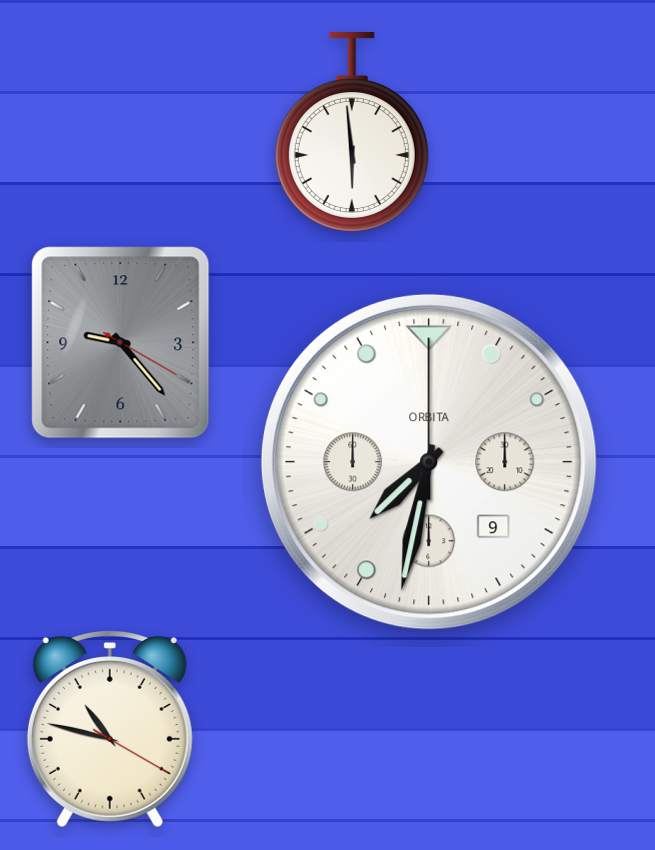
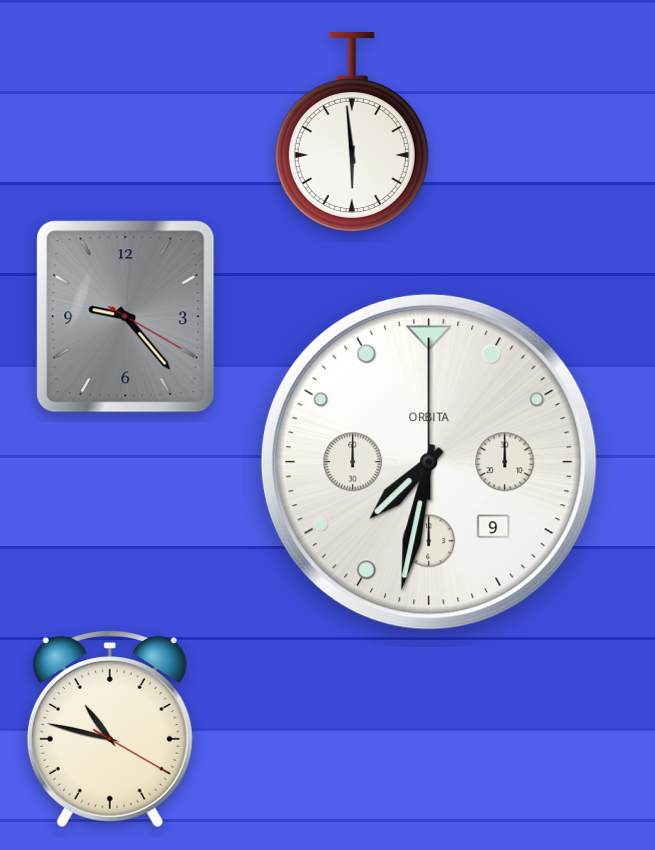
clock at (121, 343) position: (121, 343) -> (126, 317)
